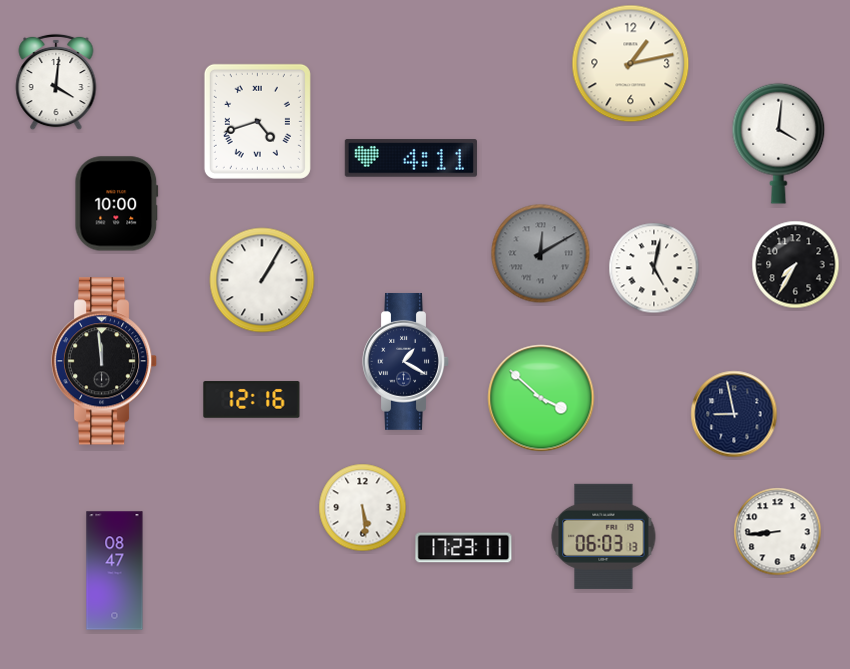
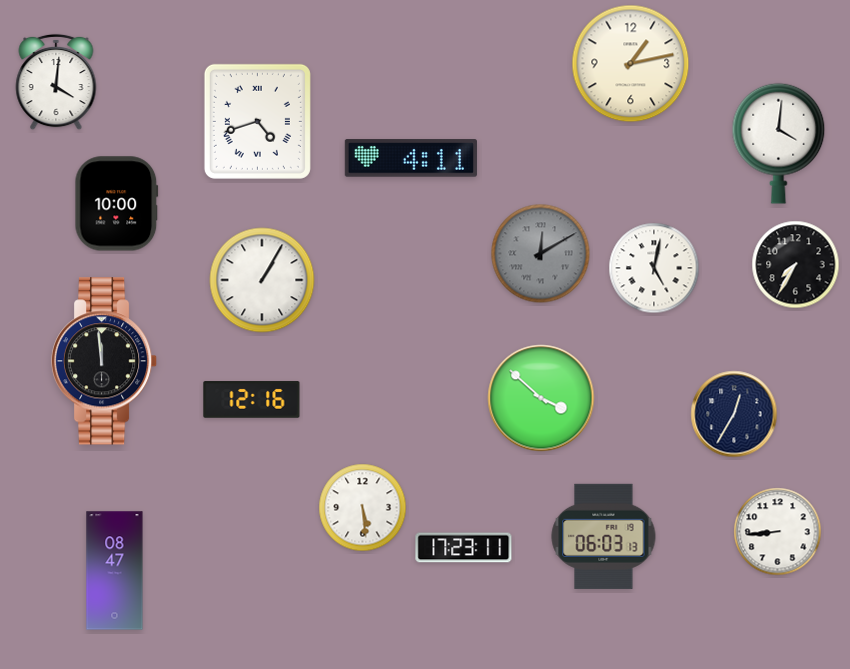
clock at (406, 361): 1:20 -> none
clock at (734, 414): 8:58 -> 12:35
